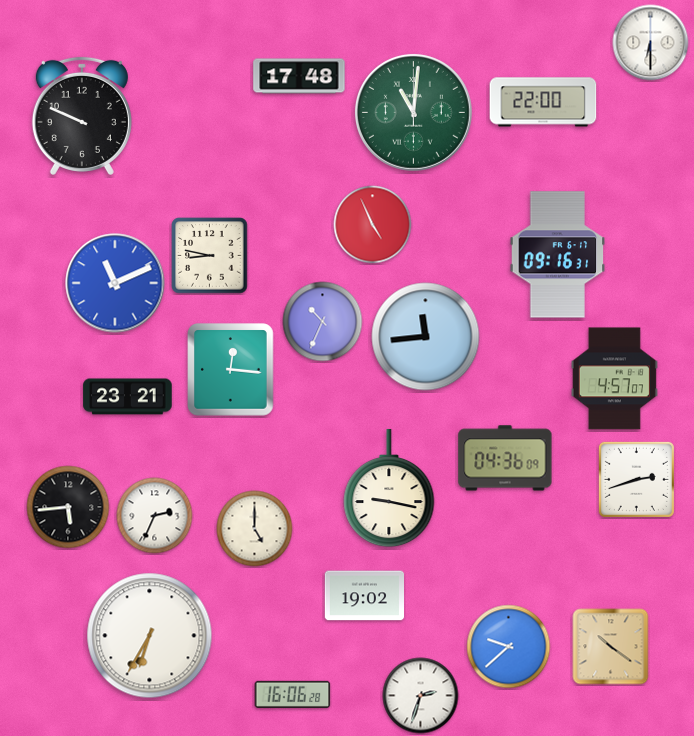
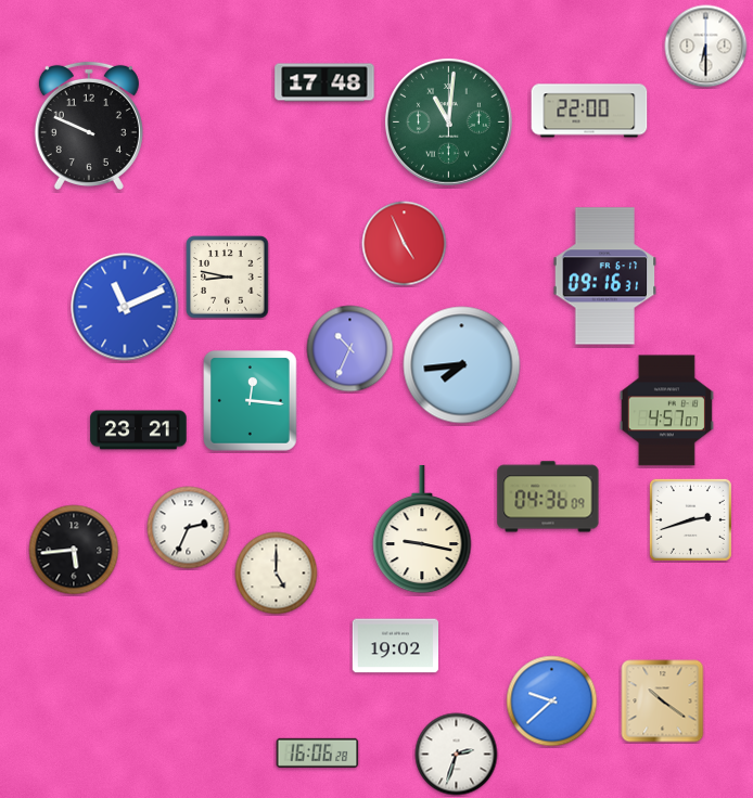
clock at (426, 337): 11:44 -> 7:44
clock at (155, 516) position: (155, 516) -> (189, 528)
clock at (150, 636): 6:35 -> none
